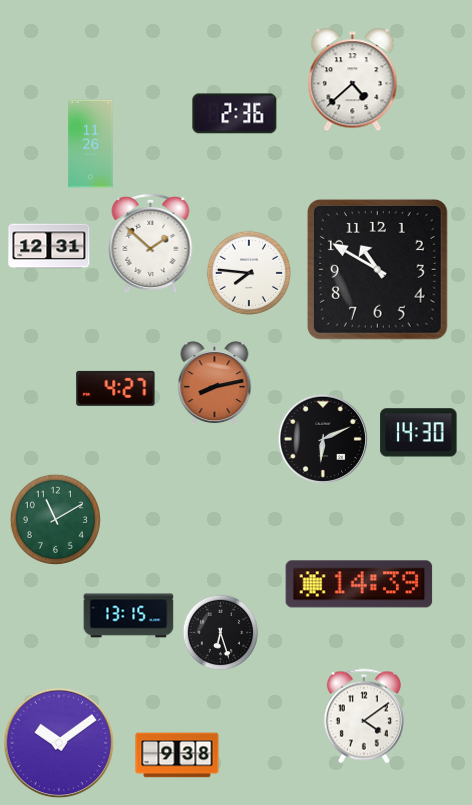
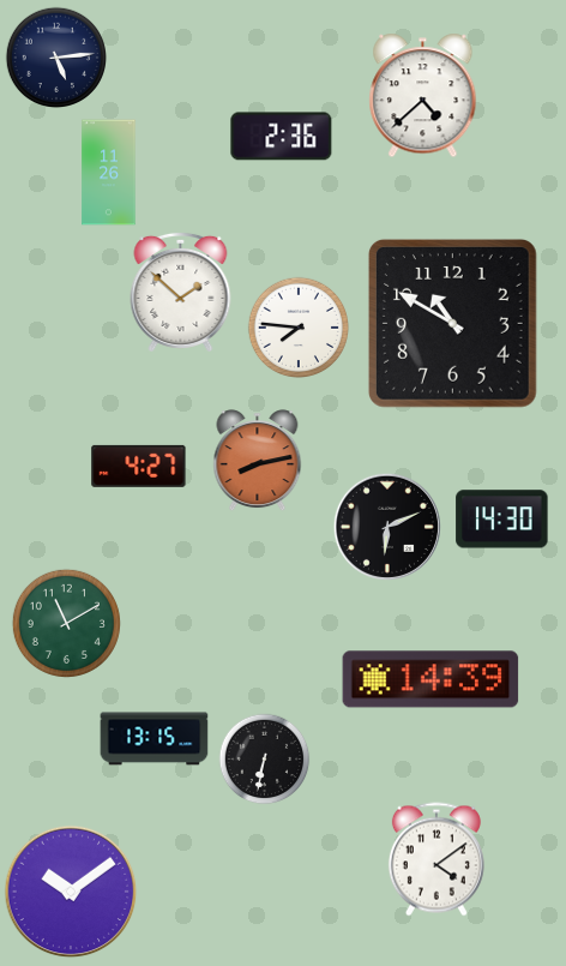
clock at (55, 56): none -> 5:14
clock at (49, 246): 12:31 -> none
clock at (359, 584) position: (359, 584) -> (430, 679)
clock at (221, 633): 6:27 -> 6:32
clock at (177, 755): 9:38 -> none
